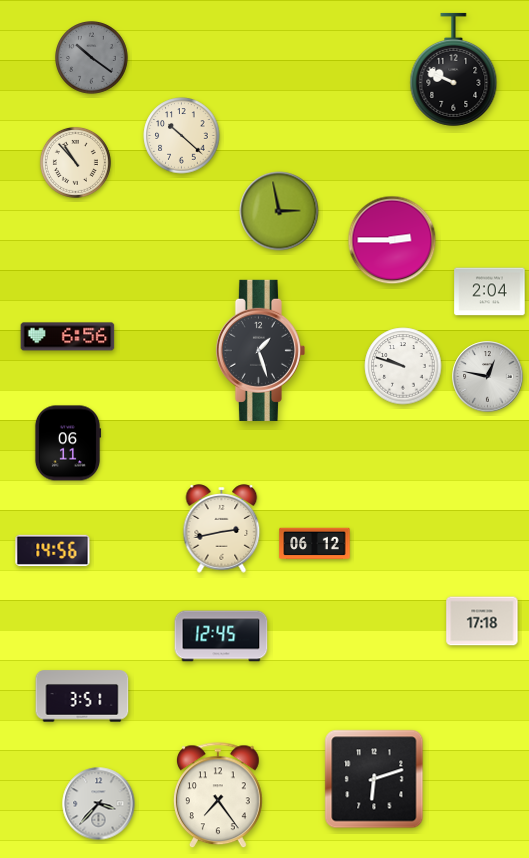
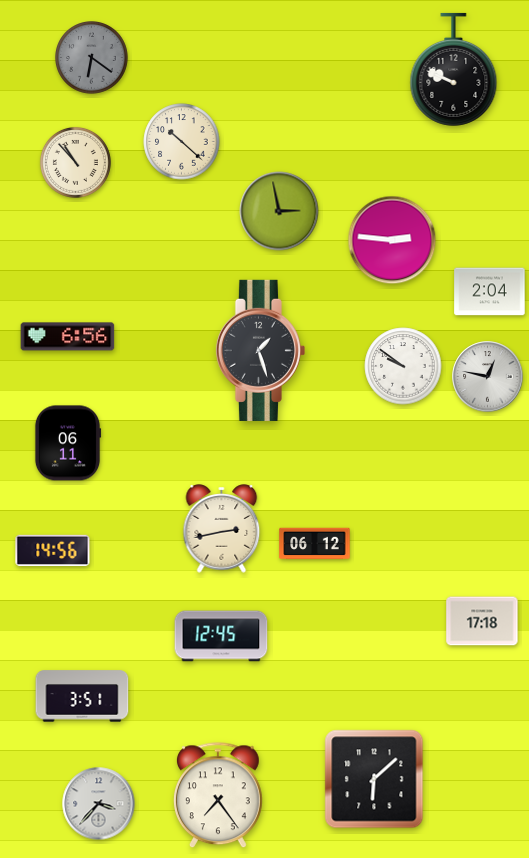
clock at (92, 58): 10:21 -> 6:21
clock at (182, 136) position: (182, 136) -> (182, 142)
clock at (392, 240): 2:45 -> 2:46
clock at (403, 366): 9:48 -> 9:51
clock at (374, 779): 6:12 -> 6:08
